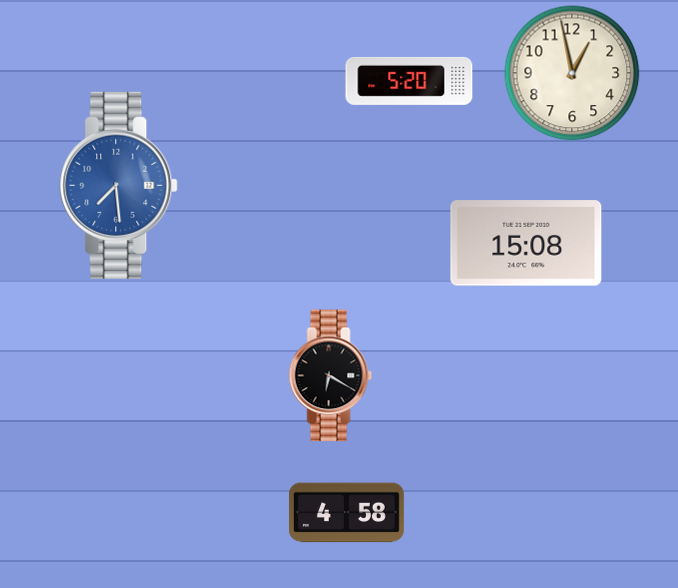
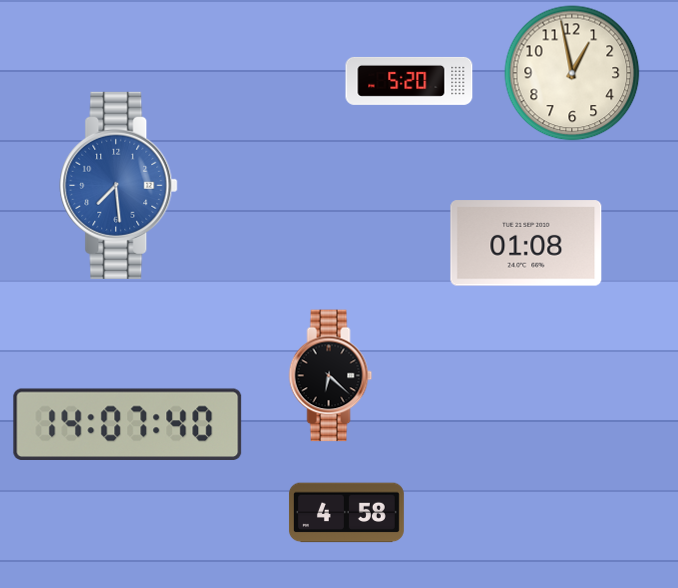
clock at (526, 243): 15:08 -> 01:08
clock at (331, 376): 6:20 -> 6:22
clock at (128, 424): none -> 14:07
